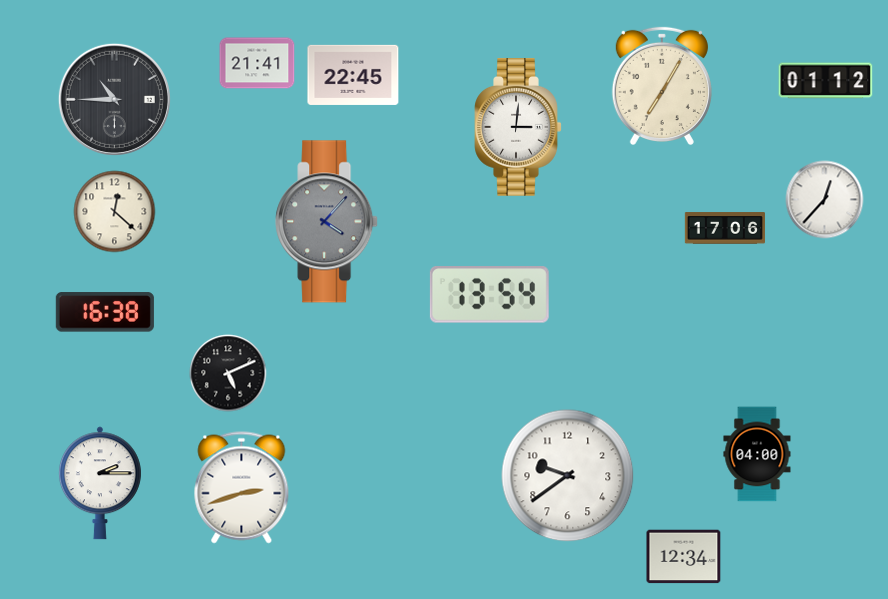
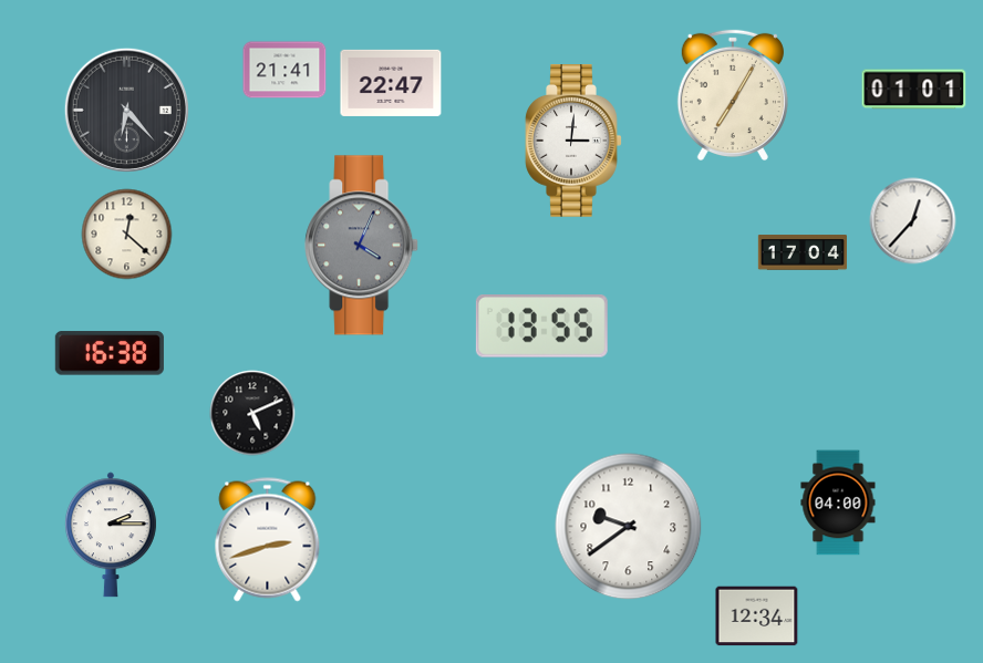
clock at (353, 75): 22:45 -> 22:47
clock at (826, 81): 01:12 -> 01:01
clock at (114, 99): 10:45 -> 6:23
clock at (327, 222): 4:07 -> 4:04
clock at (725, 228): 17:06 -> 17:04
clock at (489, 295): 13:54 -> 13:55
clock at (105, 312) position: (105, 312) -> (110, 353)
